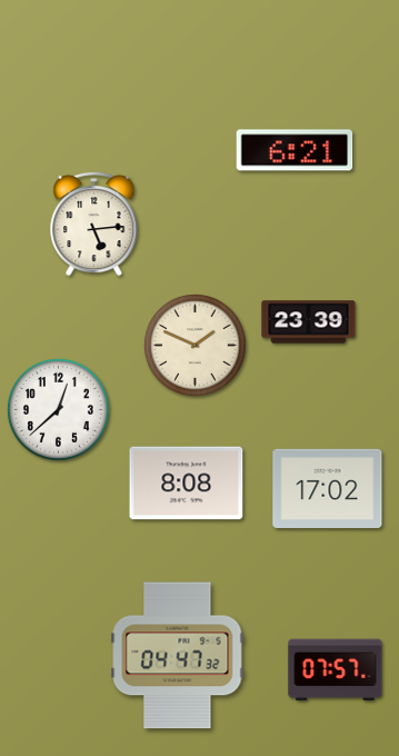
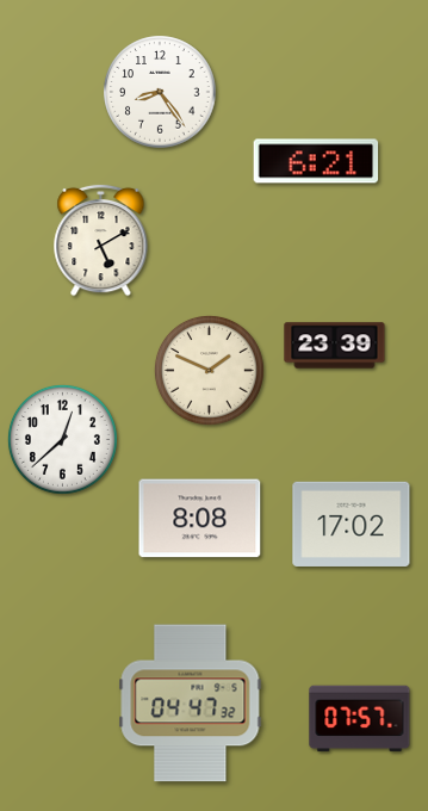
clock at (160, 92): none -> 8:24
clock at (94, 223): 5:14 -> 5:10
clock at (309, 322) position: (309, 322) -> (335, 346)
